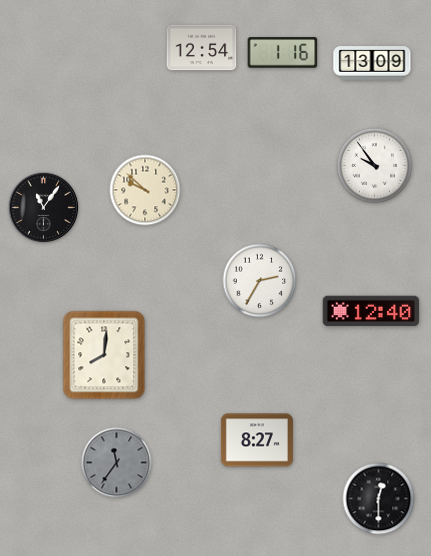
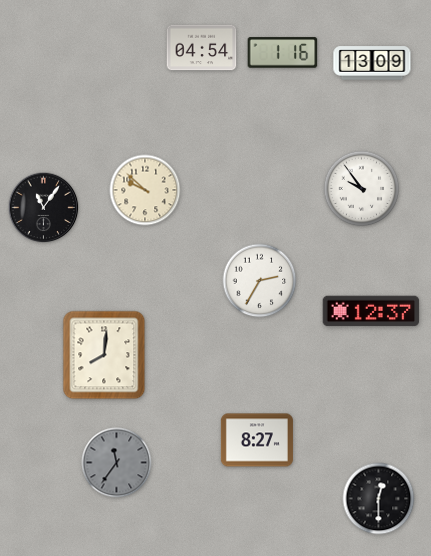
clock at (202, 48): 12:54 -> 04:54
clock at (375, 166) position: (375, 166) -> (362, 189)
clock at (371, 311): 12:40 -> 12:37
